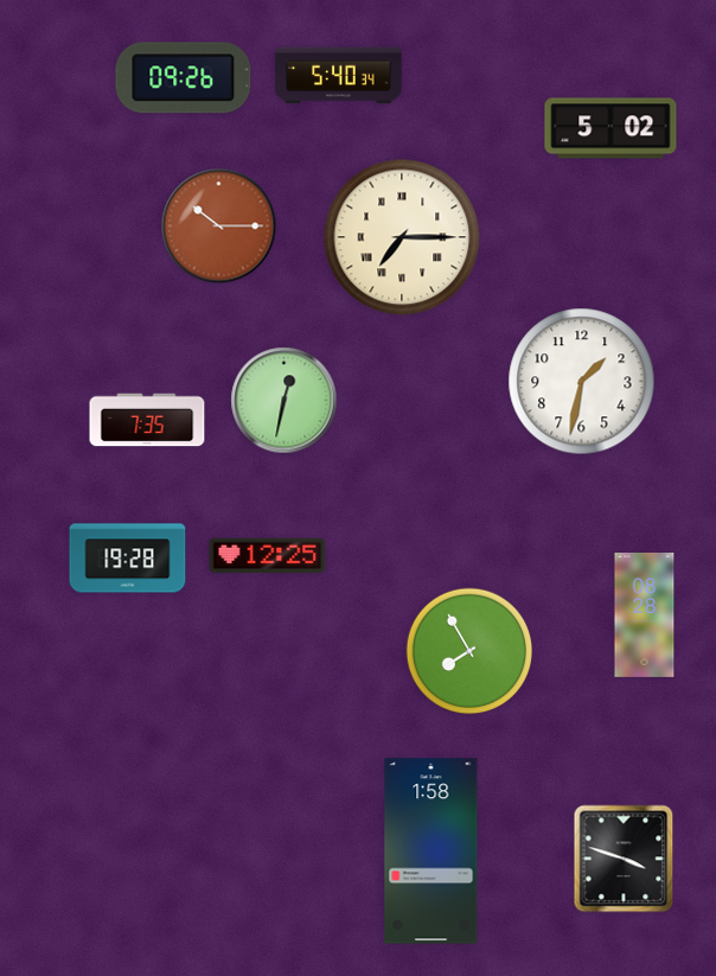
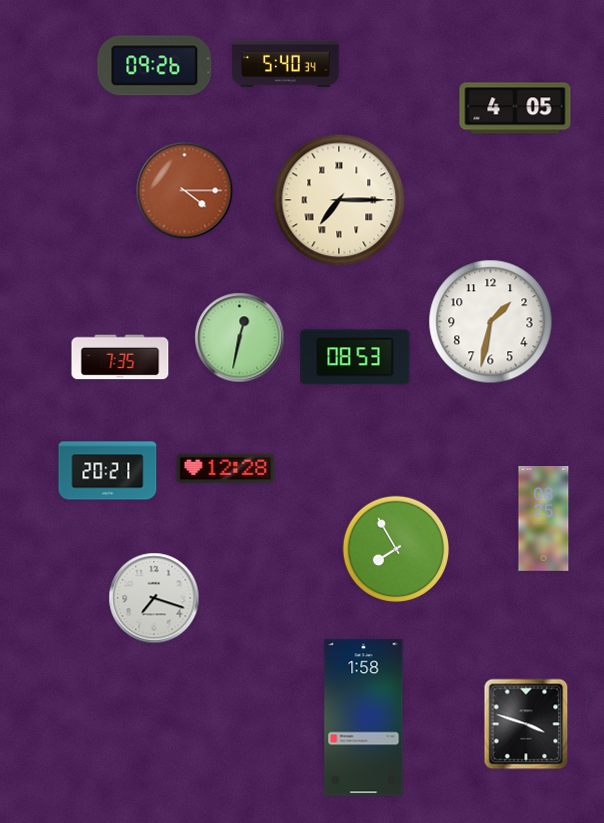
clock at (610, 128): 5:02 -> 4:05
clock at (219, 227): 10:15 -> 4:15
clock at (147, 420) position: (147, 420) -> (120, 357)
clock at (355, 357): none -> 08:53
clock at (268, 556): 12:25 -> 12:28
clock at (128, 559): 19:28 -> 20:21
clock at (645, 615): 08:28 -> 08:25
clock at (154, 598): none -> 7:18
